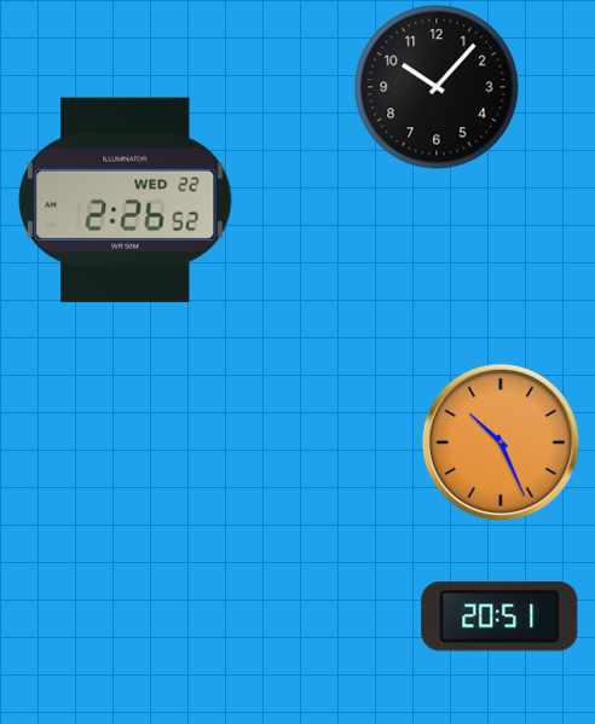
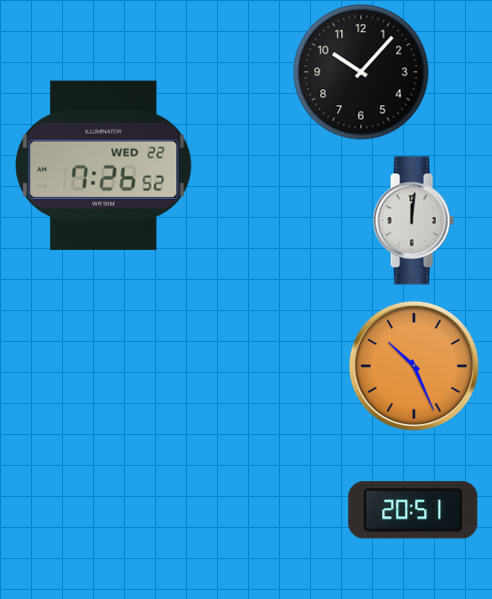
clock at (126, 199): 2:26 -> 7:26
clock at (413, 221): none -> 12:01
